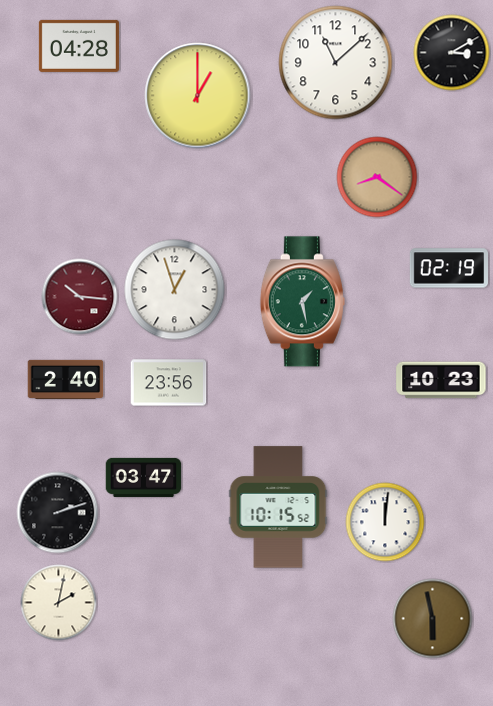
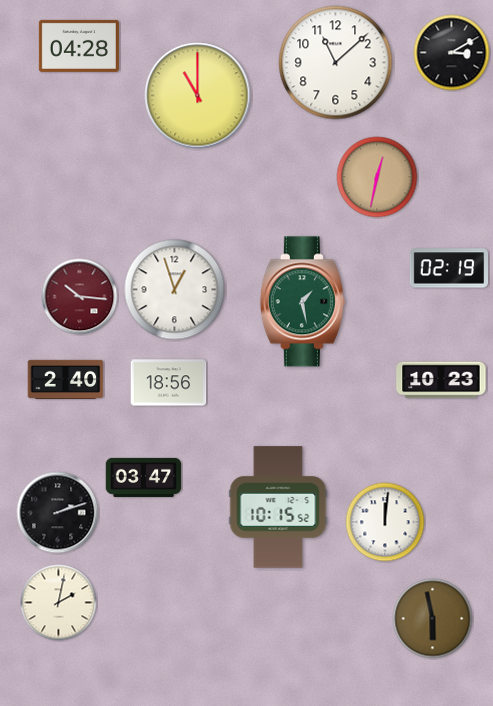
clock at (198, 96): 1:00 -> 11:00
clock at (377, 177): 8:21 -> 12:32
clock at (169, 383): 23:56 -> 18:56
